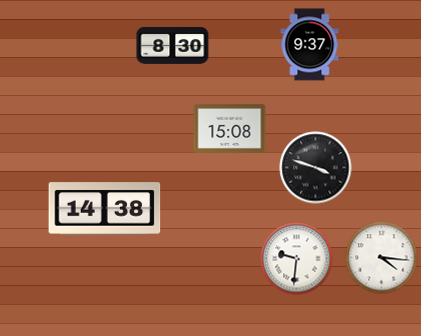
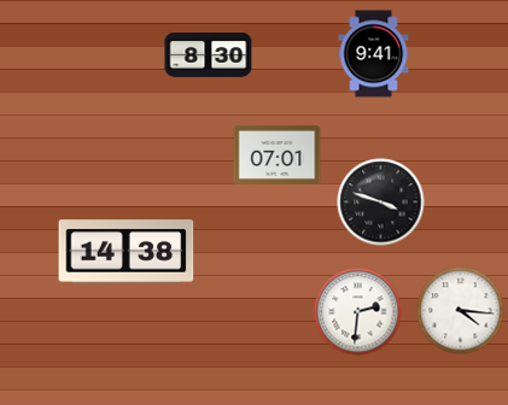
clock at (310, 45): 9:37 -> 9:41
clock at (230, 128): 15:08 -> 07:01
clock at (297, 259): 9:31 -> 2:31
